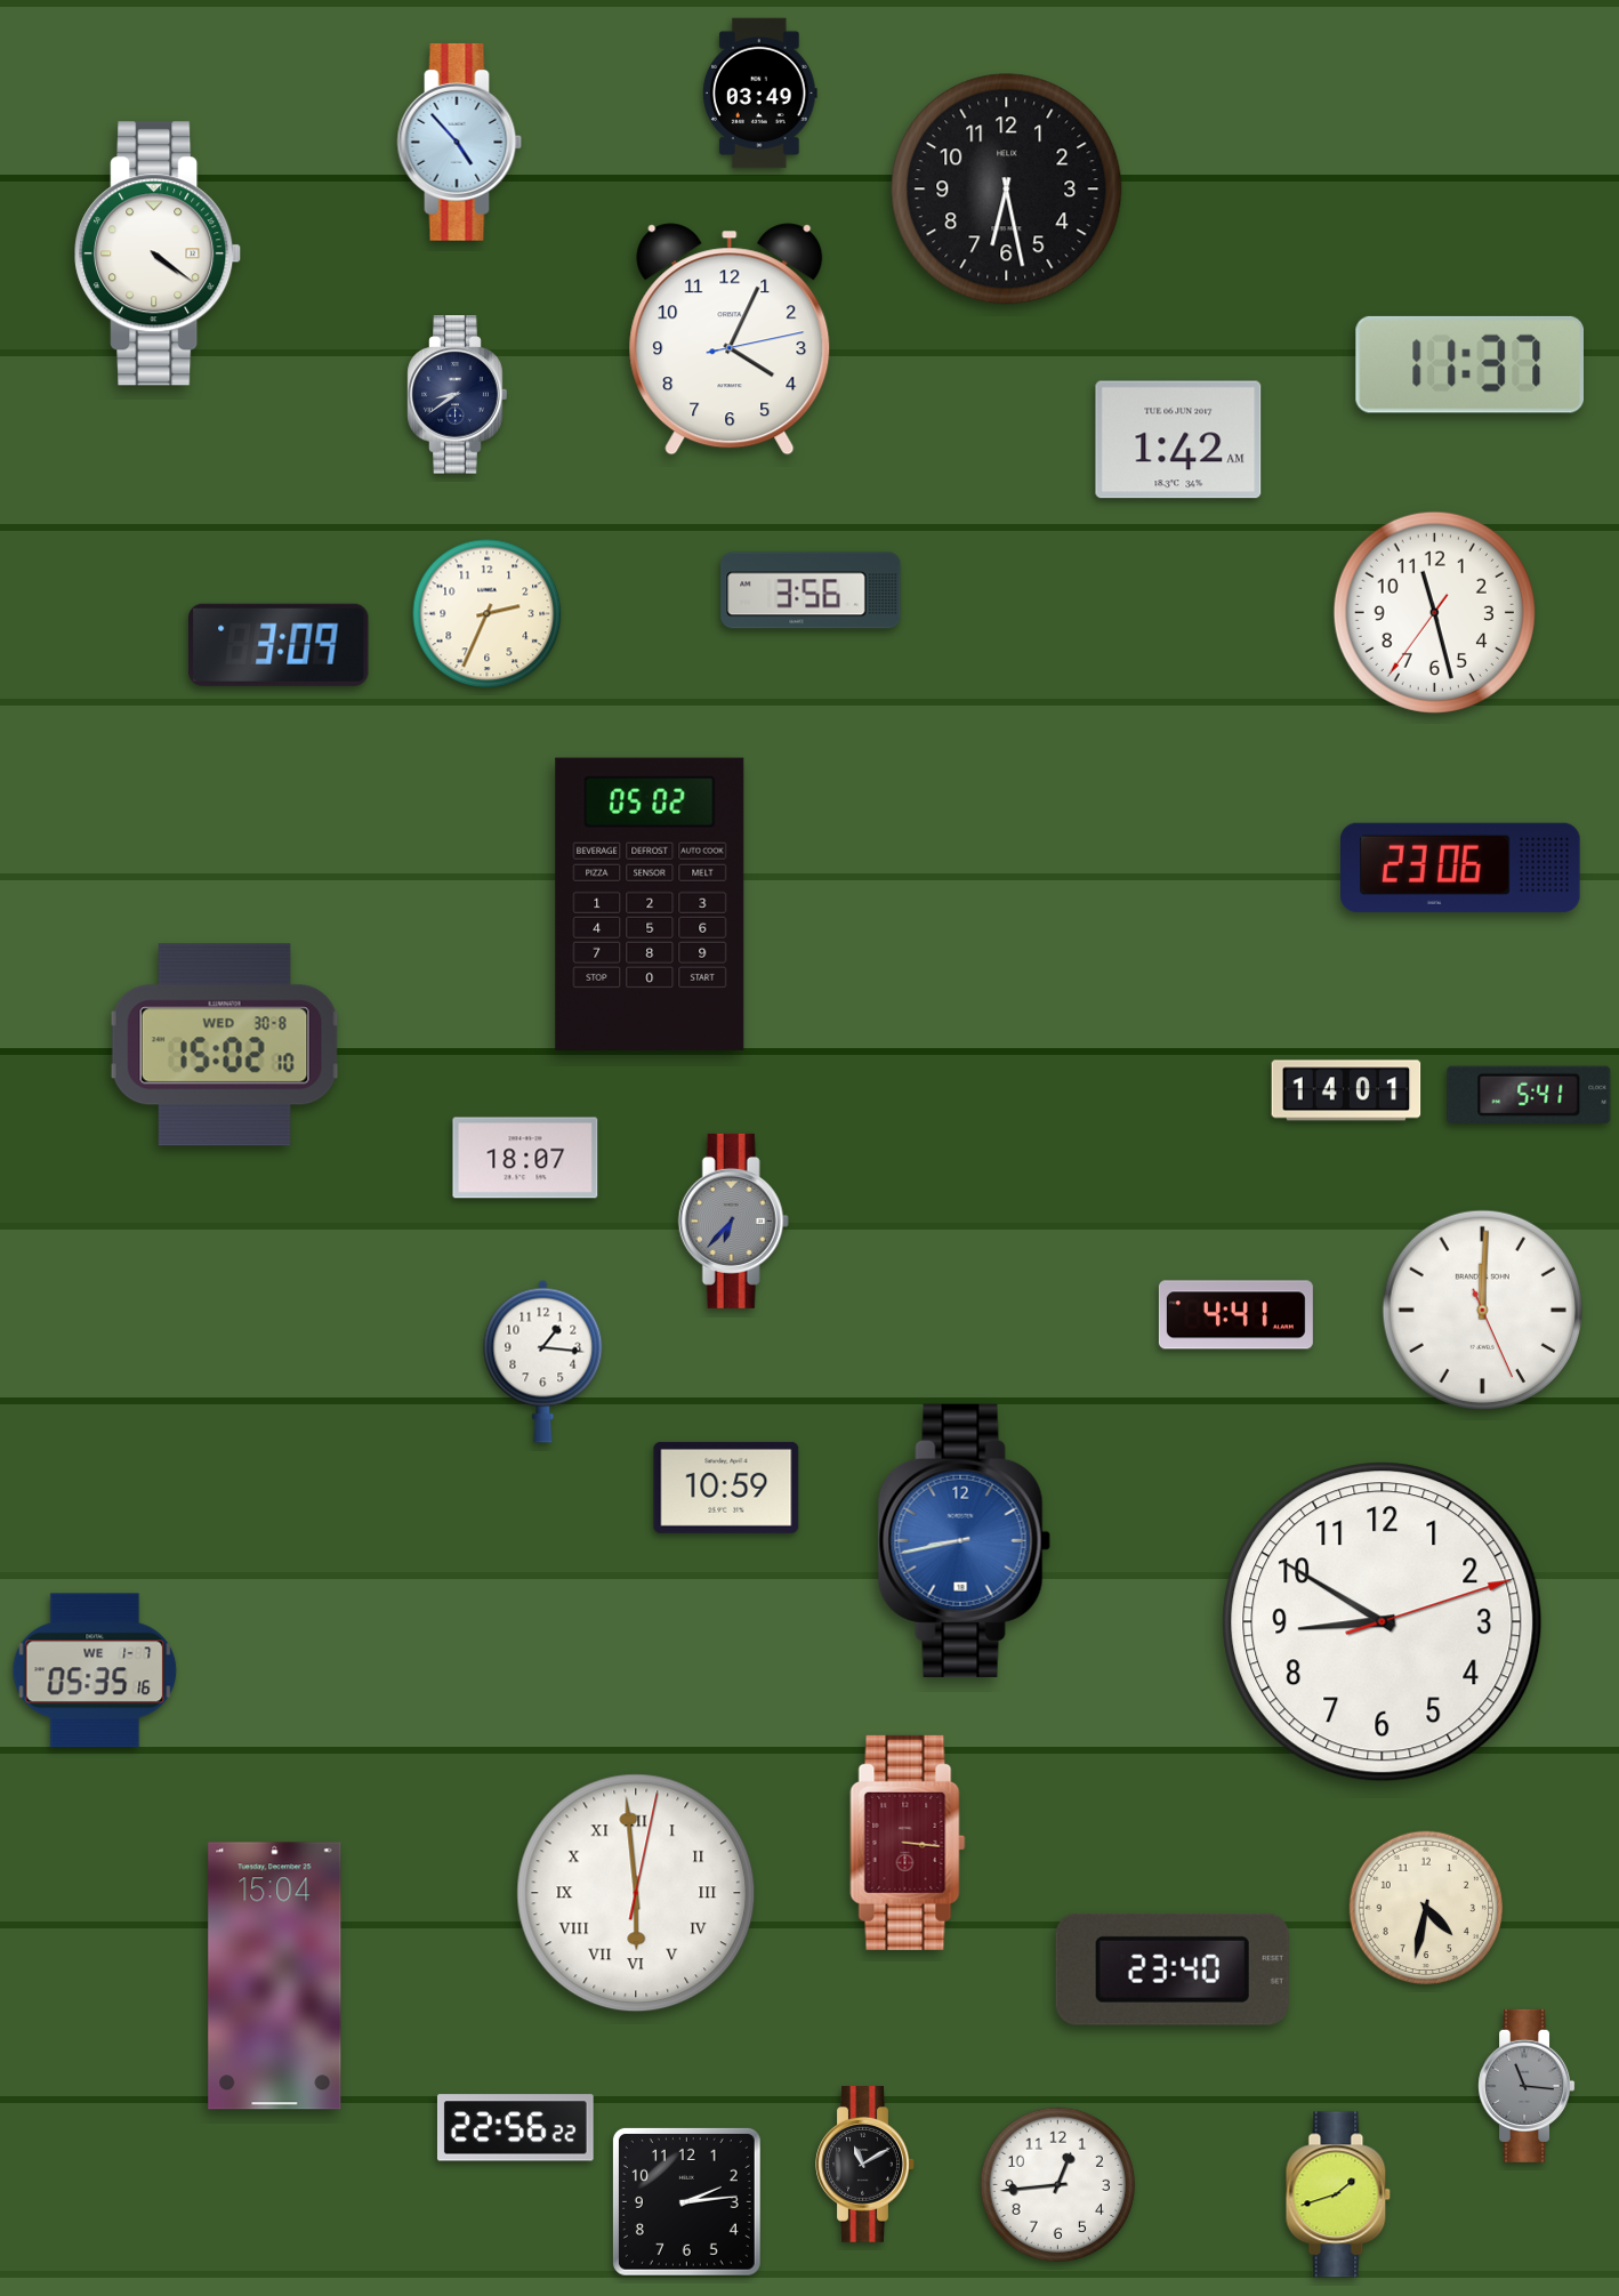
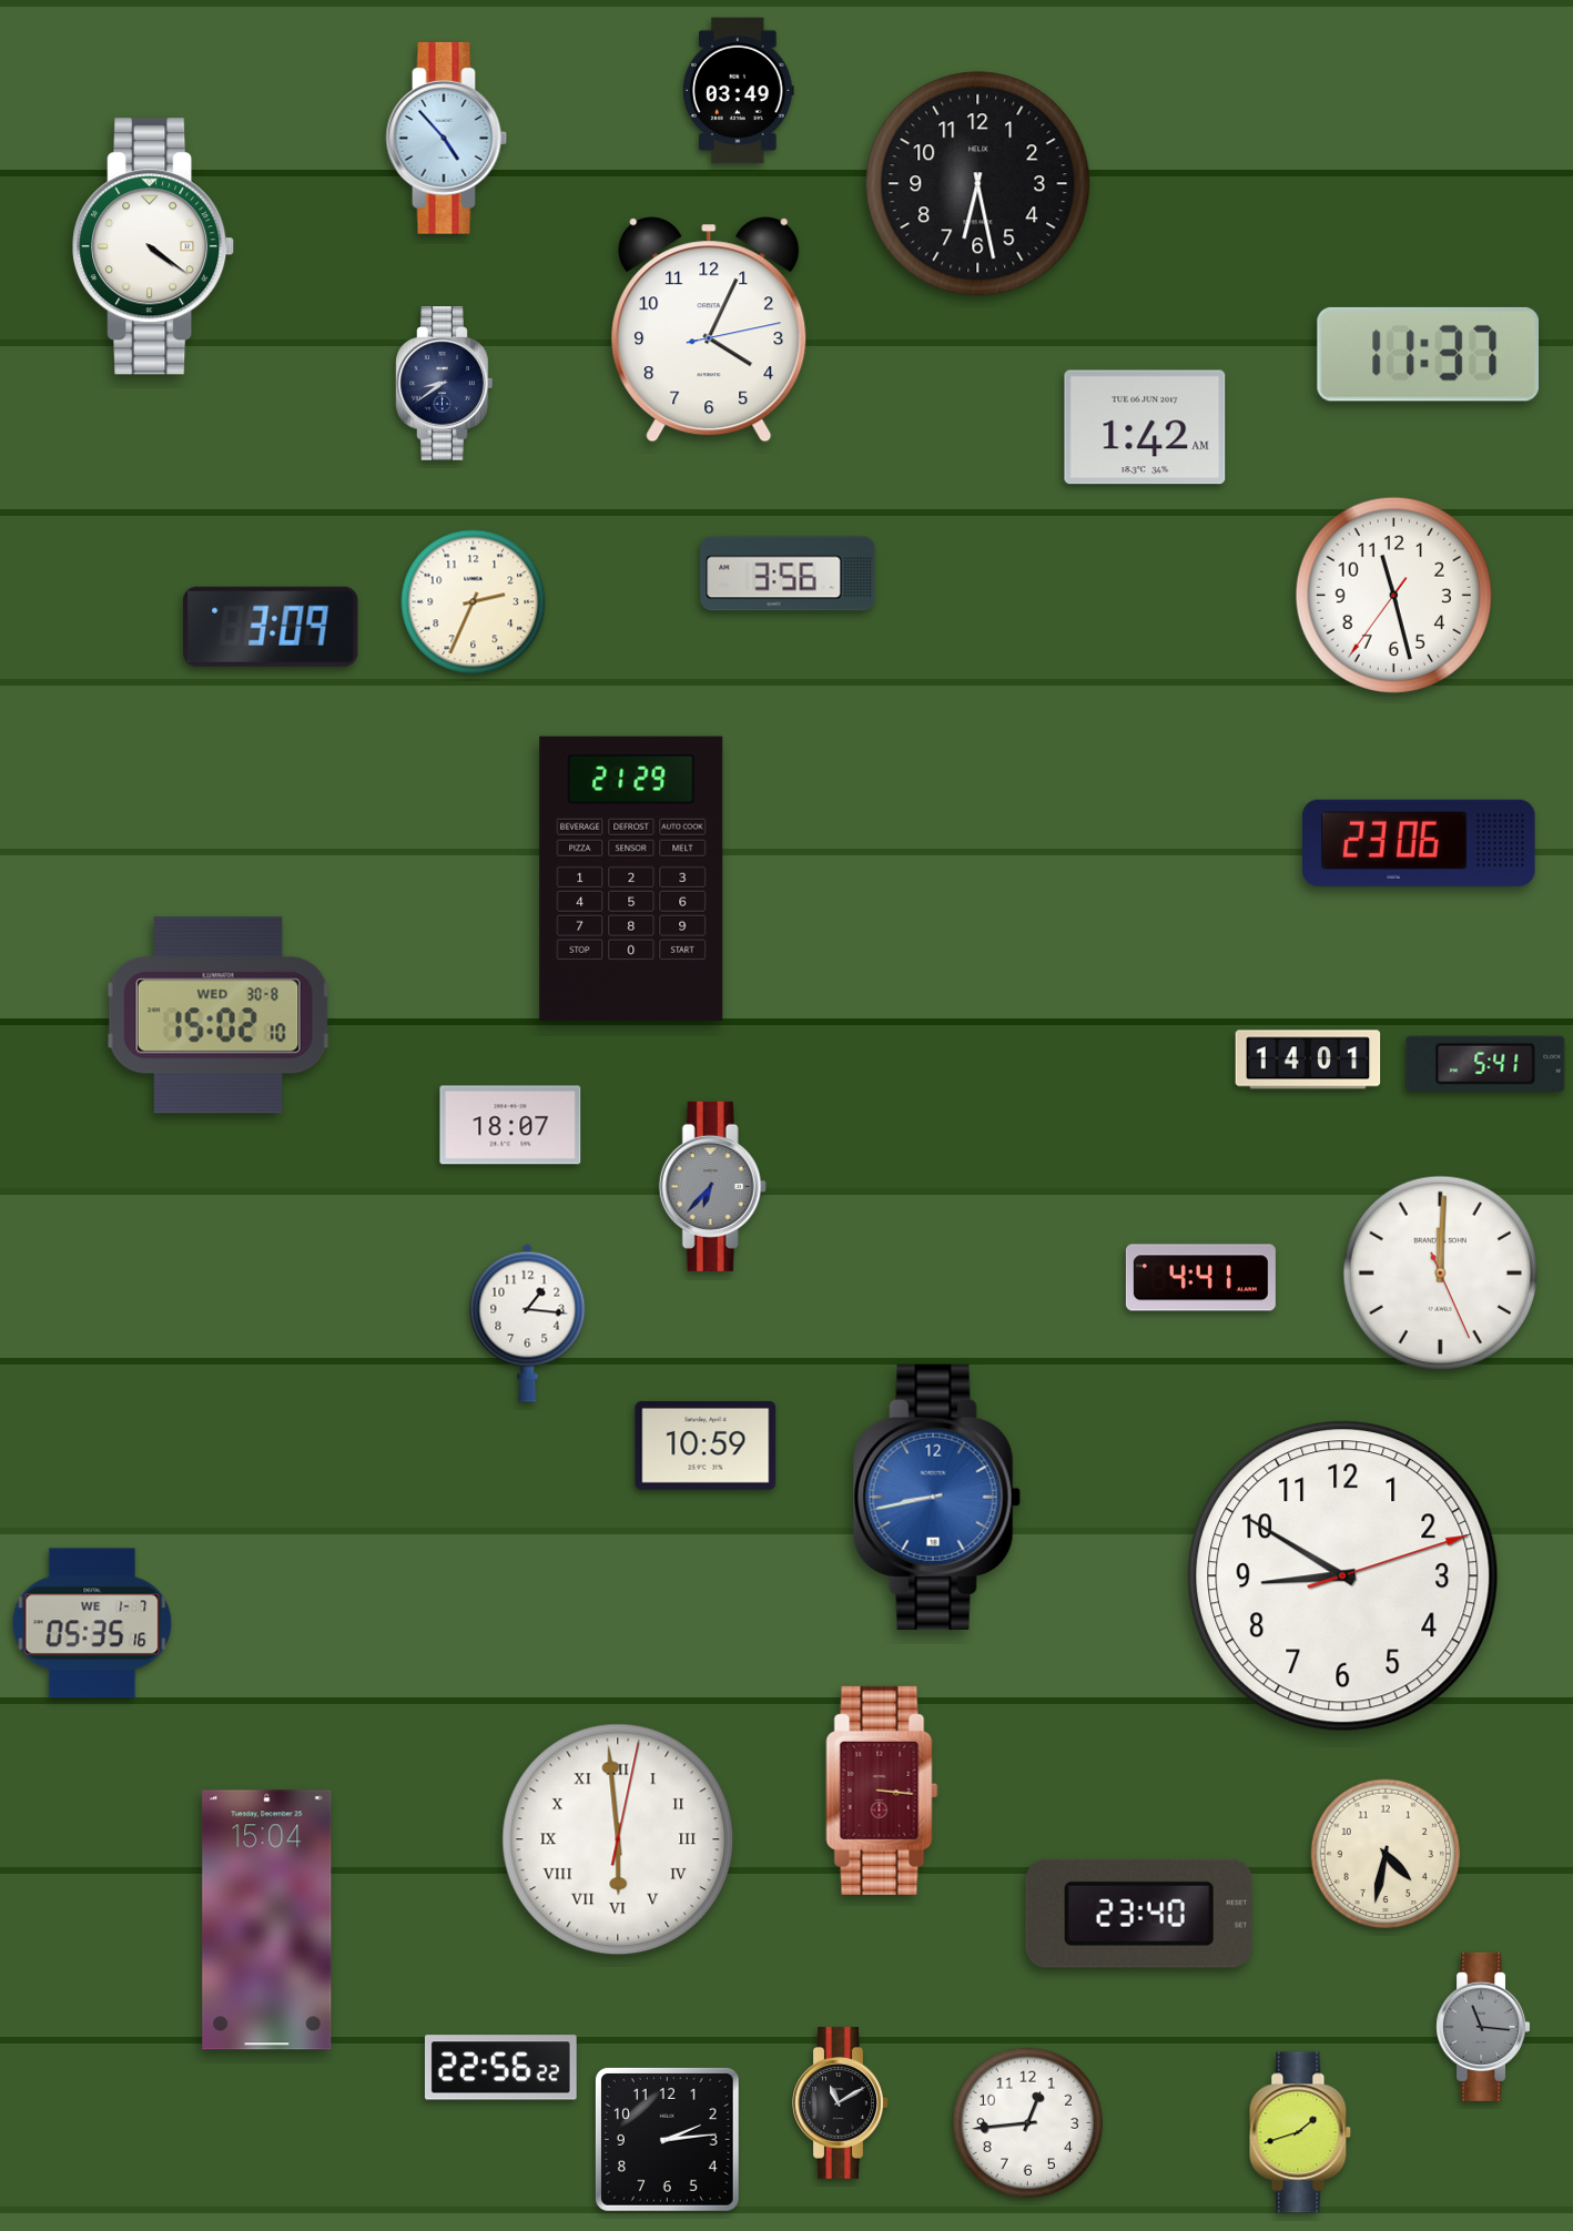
clock at (488, 614) position: (488, 614) -> (474, 602)
clock at (650, 904): 05:02 -> 21:29
